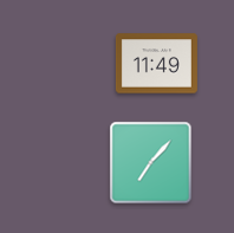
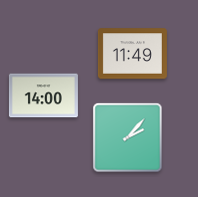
clock at (43, 96): none -> 14:00
clock at (151, 163): 7:07 -> 2:07
